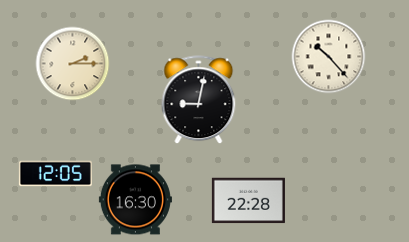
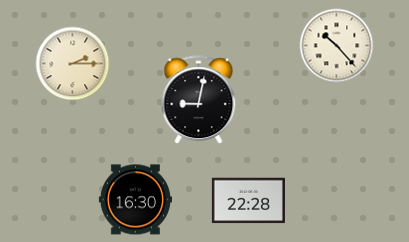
clock at (329, 57) position: (329, 57) -> (337, 46)
clock at (55, 174): 12:05 -> none
